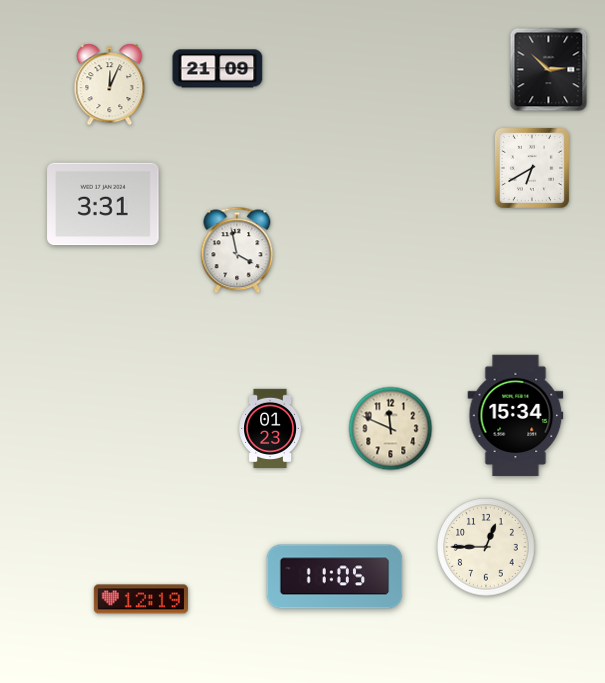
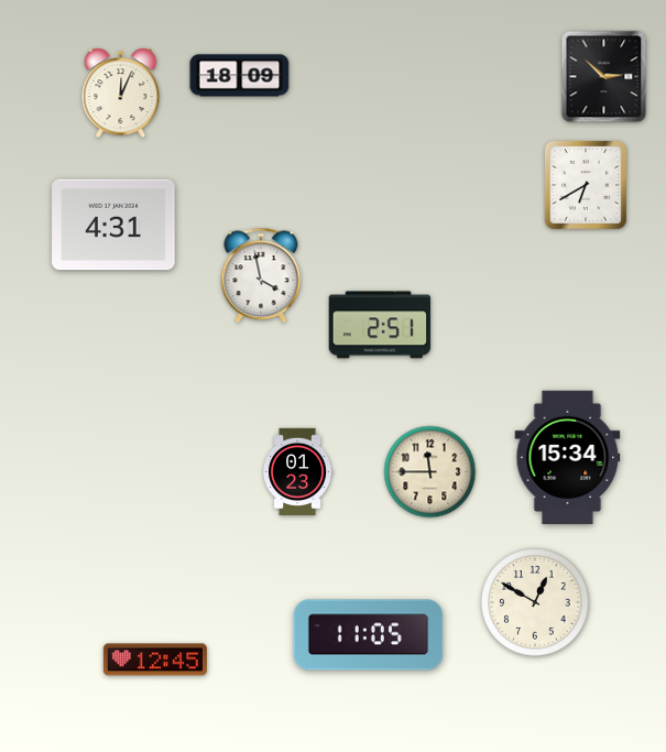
clock at (218, 69): 21:09 -> 18:09
clock at (103, 204): 3:31 -> 4:31
clock at (380, 325): none -> 2:51
clock at (391, 429): 11:49 -> 11:45
clock at (486, 547): 12:45 -> 12:50
clock at (141, 599): 12:19 -> 12:45
